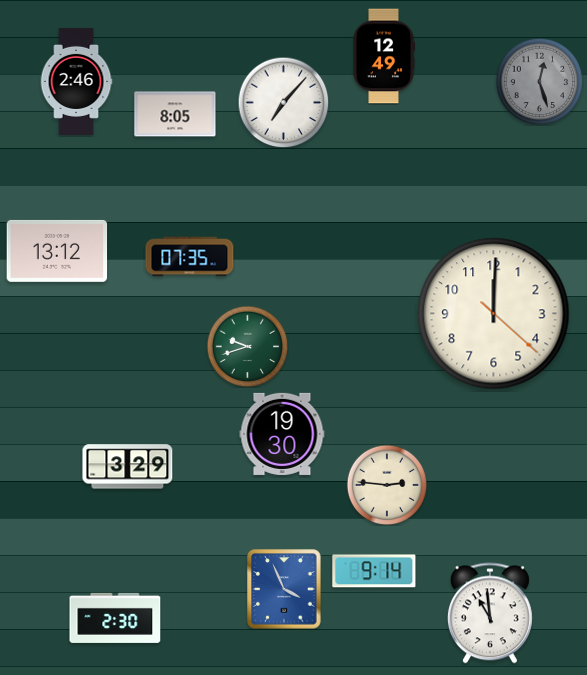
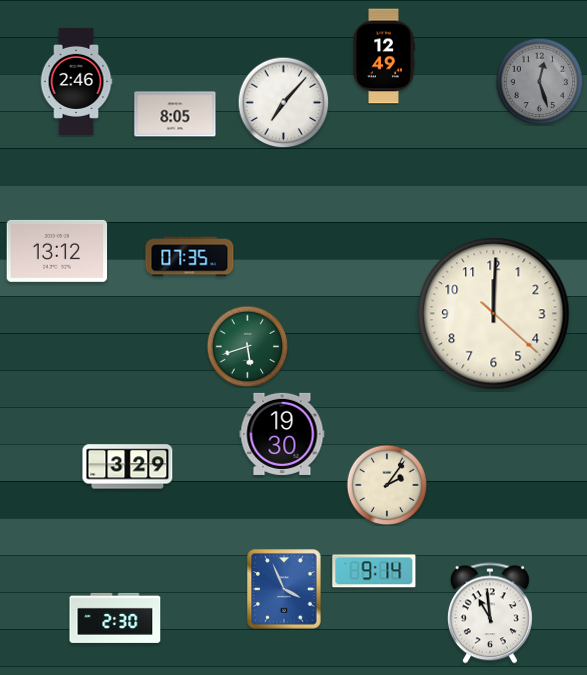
clock at (247, 346): 9:42 -> 5:42
clock at (387, 485): 2:46 -> 2:06
